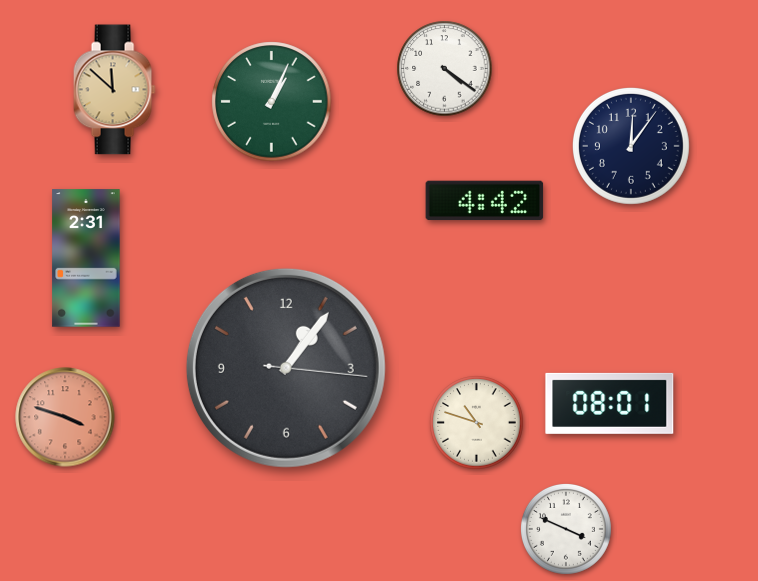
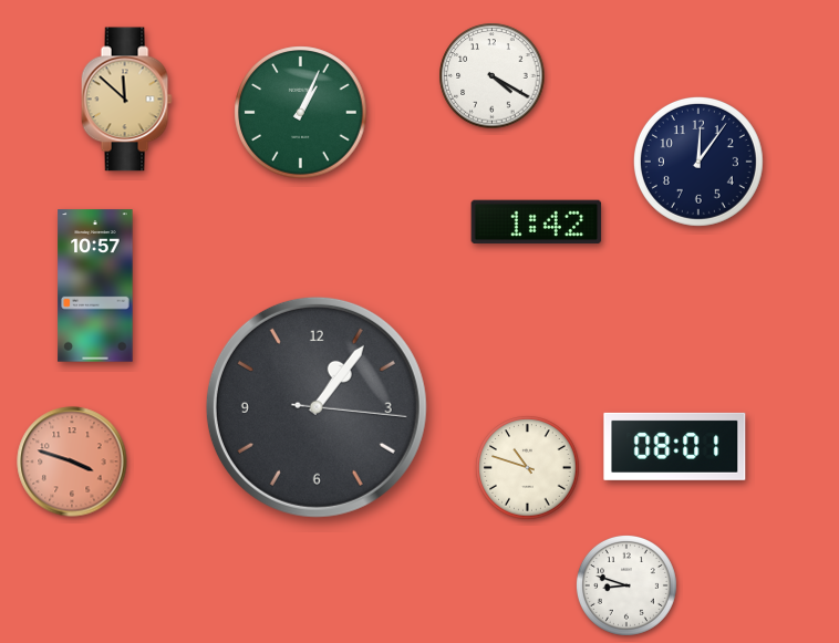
clock at (445, 69): 4:21 -> 4:20
clock at (485, 201): 4:42 -> 1:42
clock at (86, 258): 2:31 -> 10:57
clock at (566, 529): 3:49 -> 8:48
